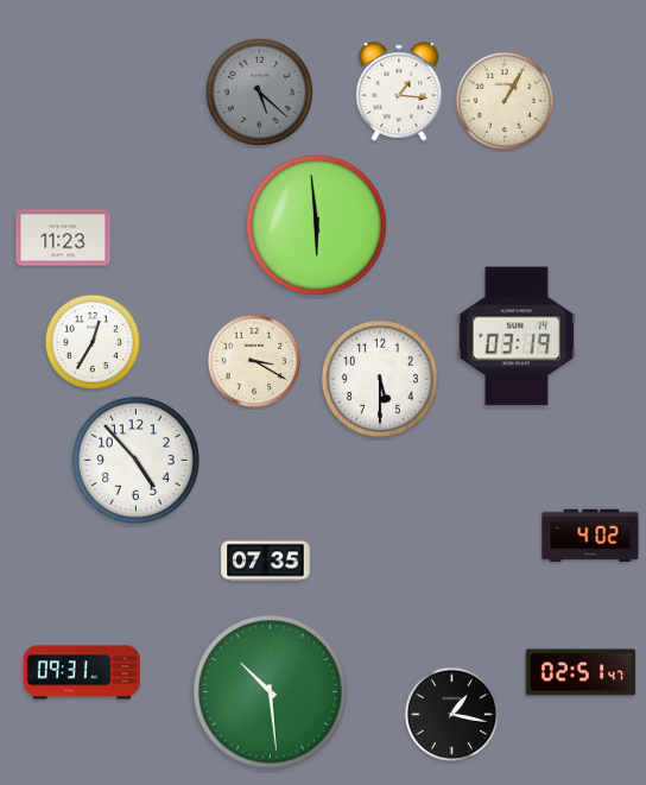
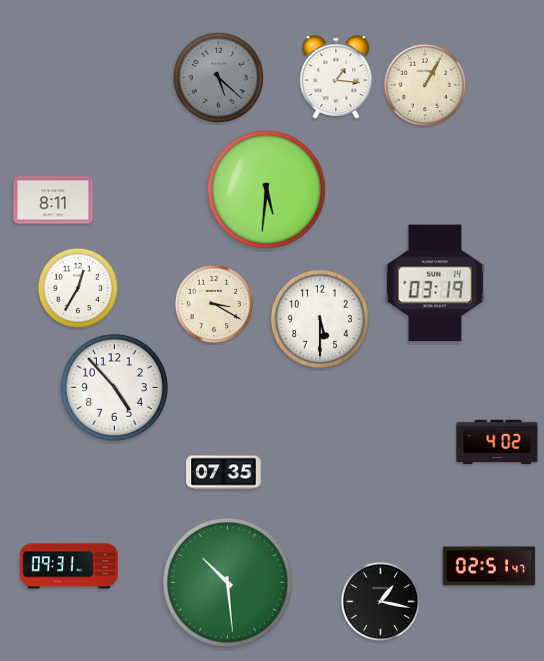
clock at (316, 224): 5:59 -> 5:31
clock at (63, 238): 11:23 -> 8:11
clock at (590, 536) position: (590, 536) -> (497, 442)
